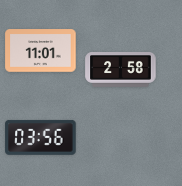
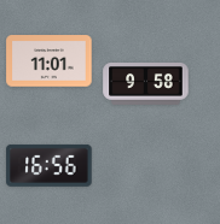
clock at (121, 70): 2:58 -> 9:58
clock at (41, 137): 03:56 -> 16:56
